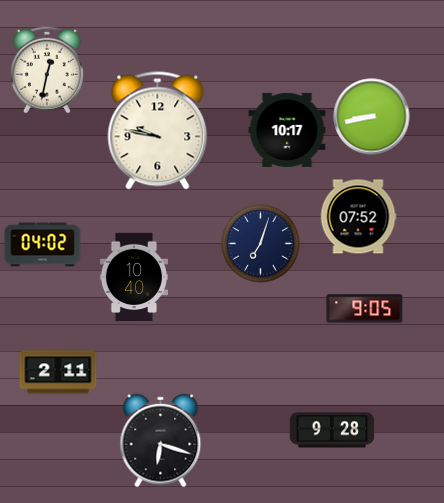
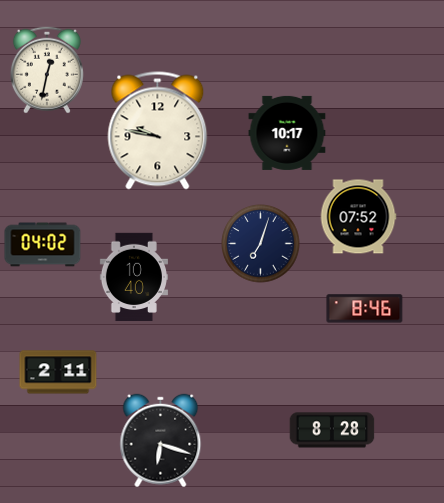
clock at (372, 117): 8:43 -> none
clock at (287, 130) position: (287, 130) -> (287, 133)
clock at (365, 309): 9:05 -> 8:46
clock at (332, 430): 9:28 -> 8:28
